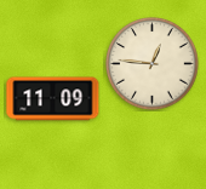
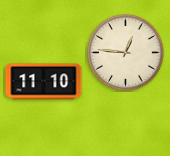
clock at (53, 99): 11:09 -> 11:10
